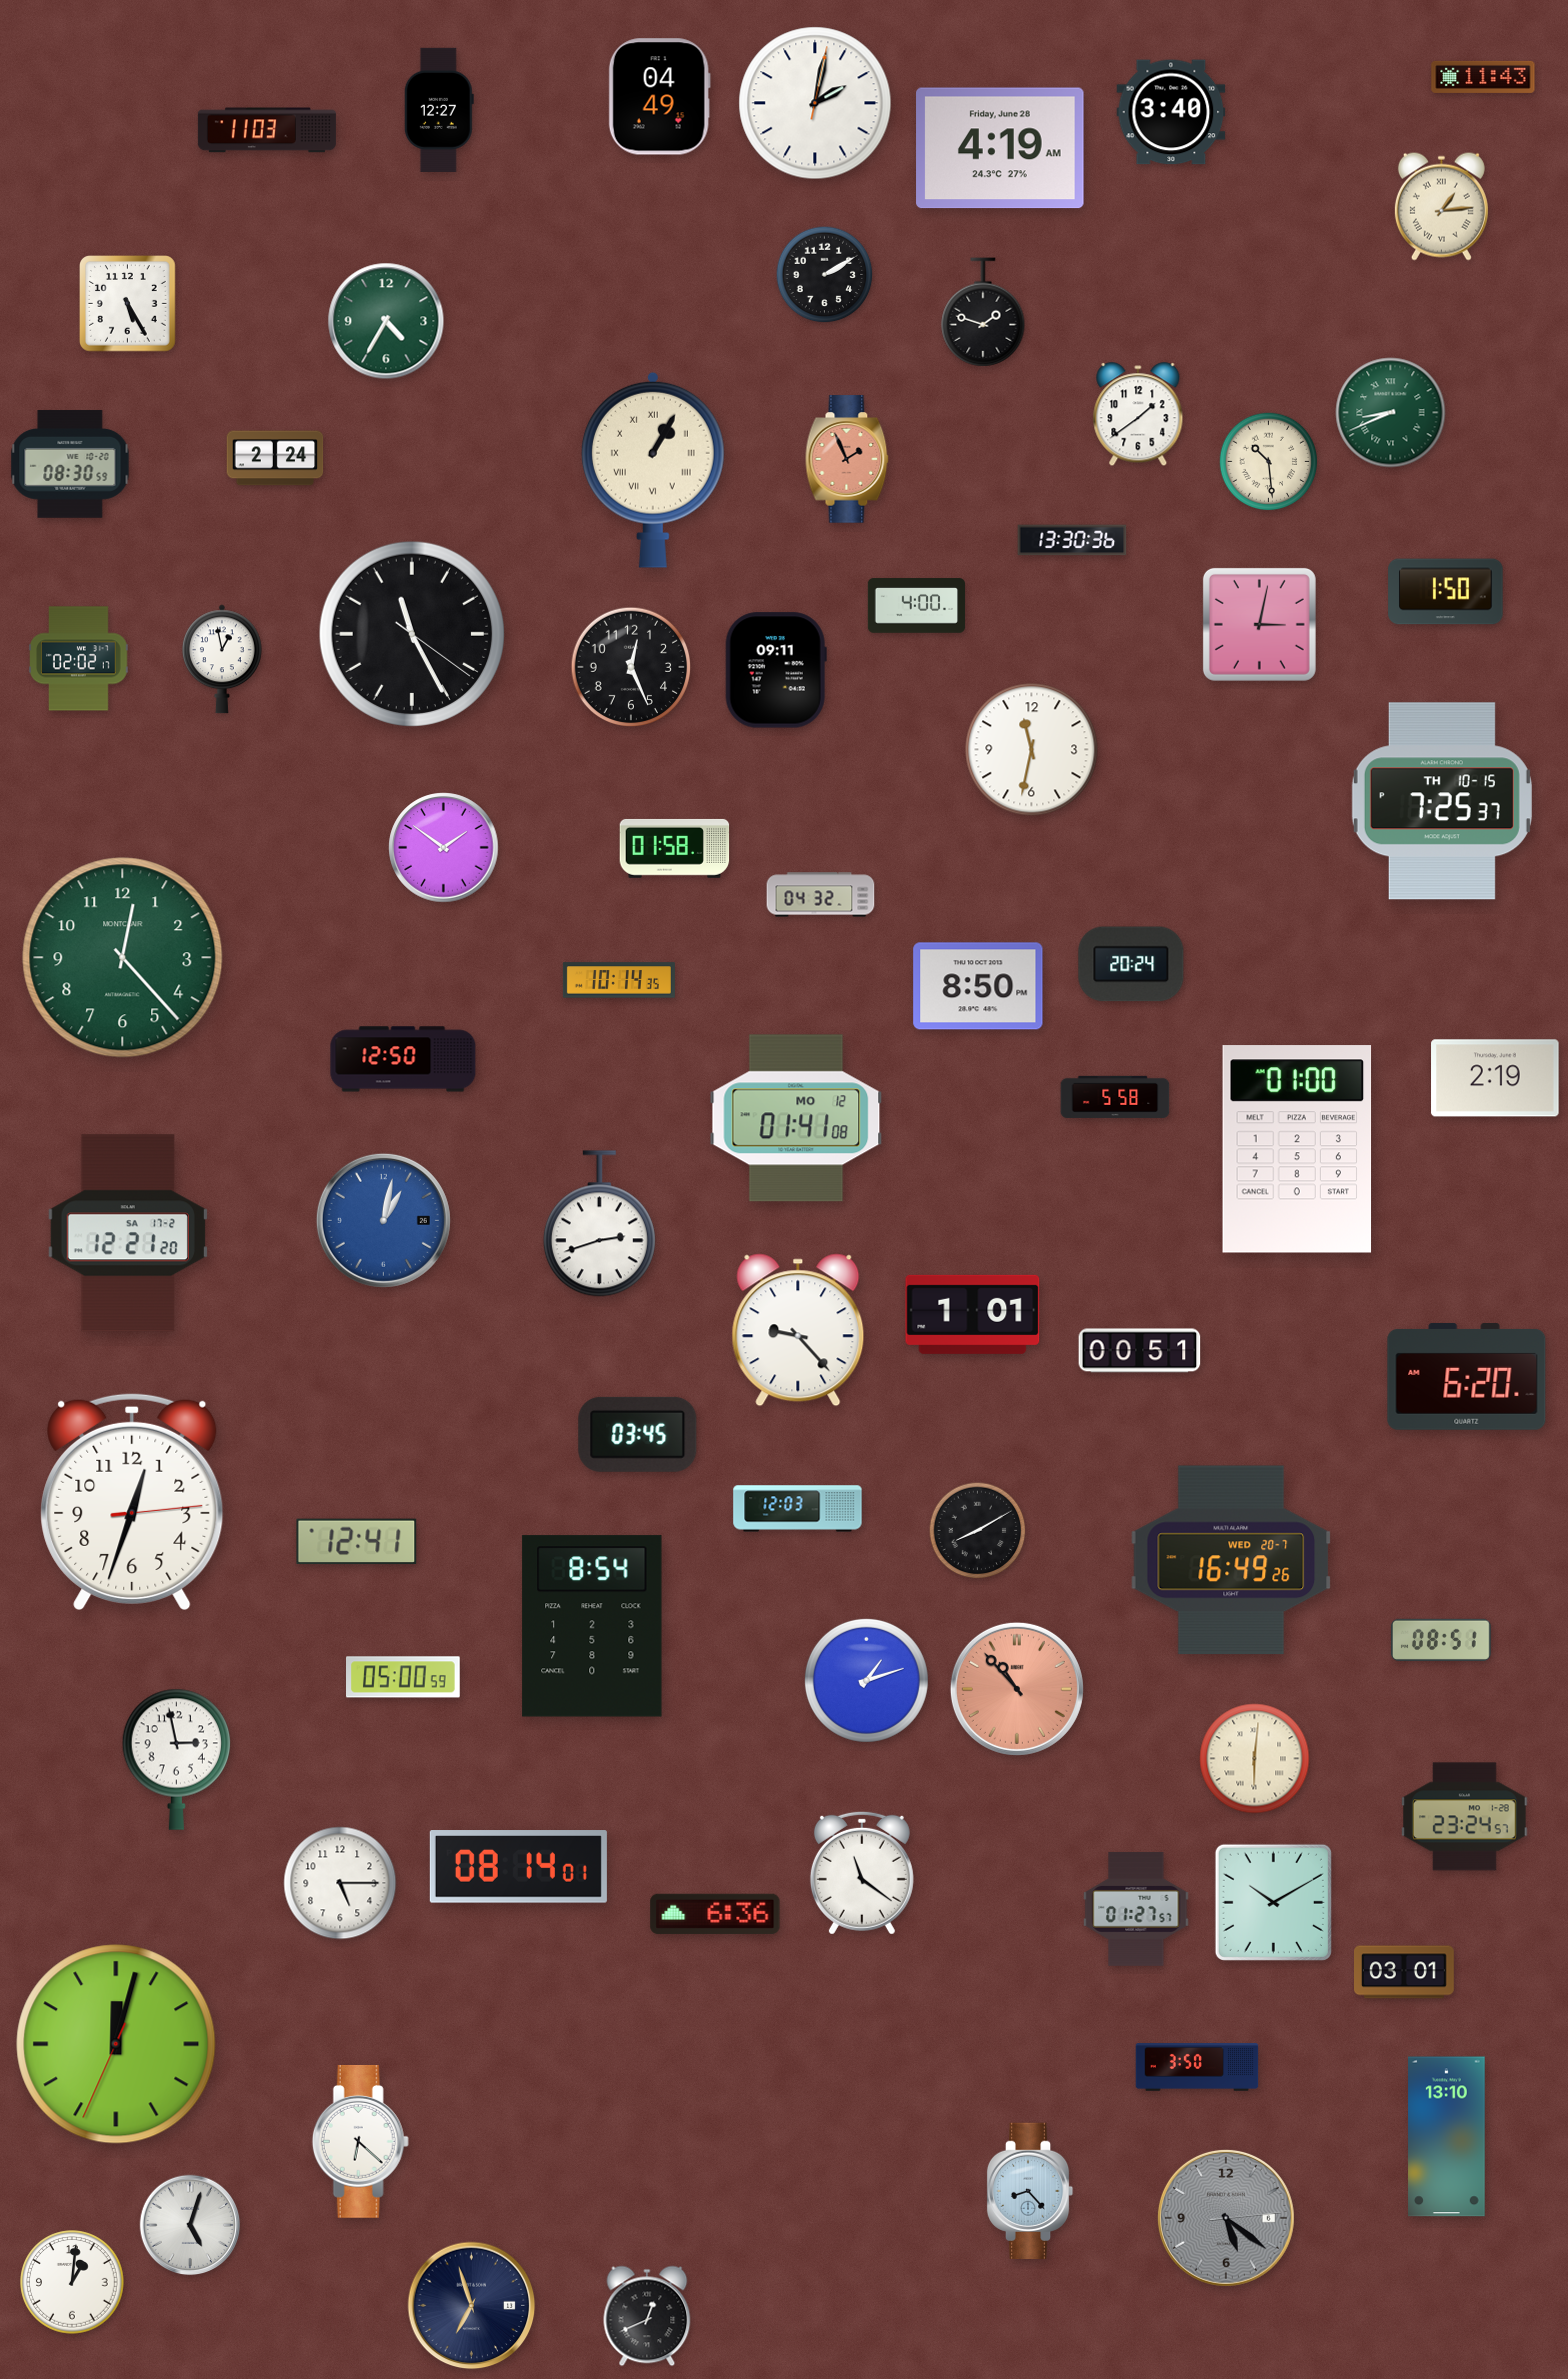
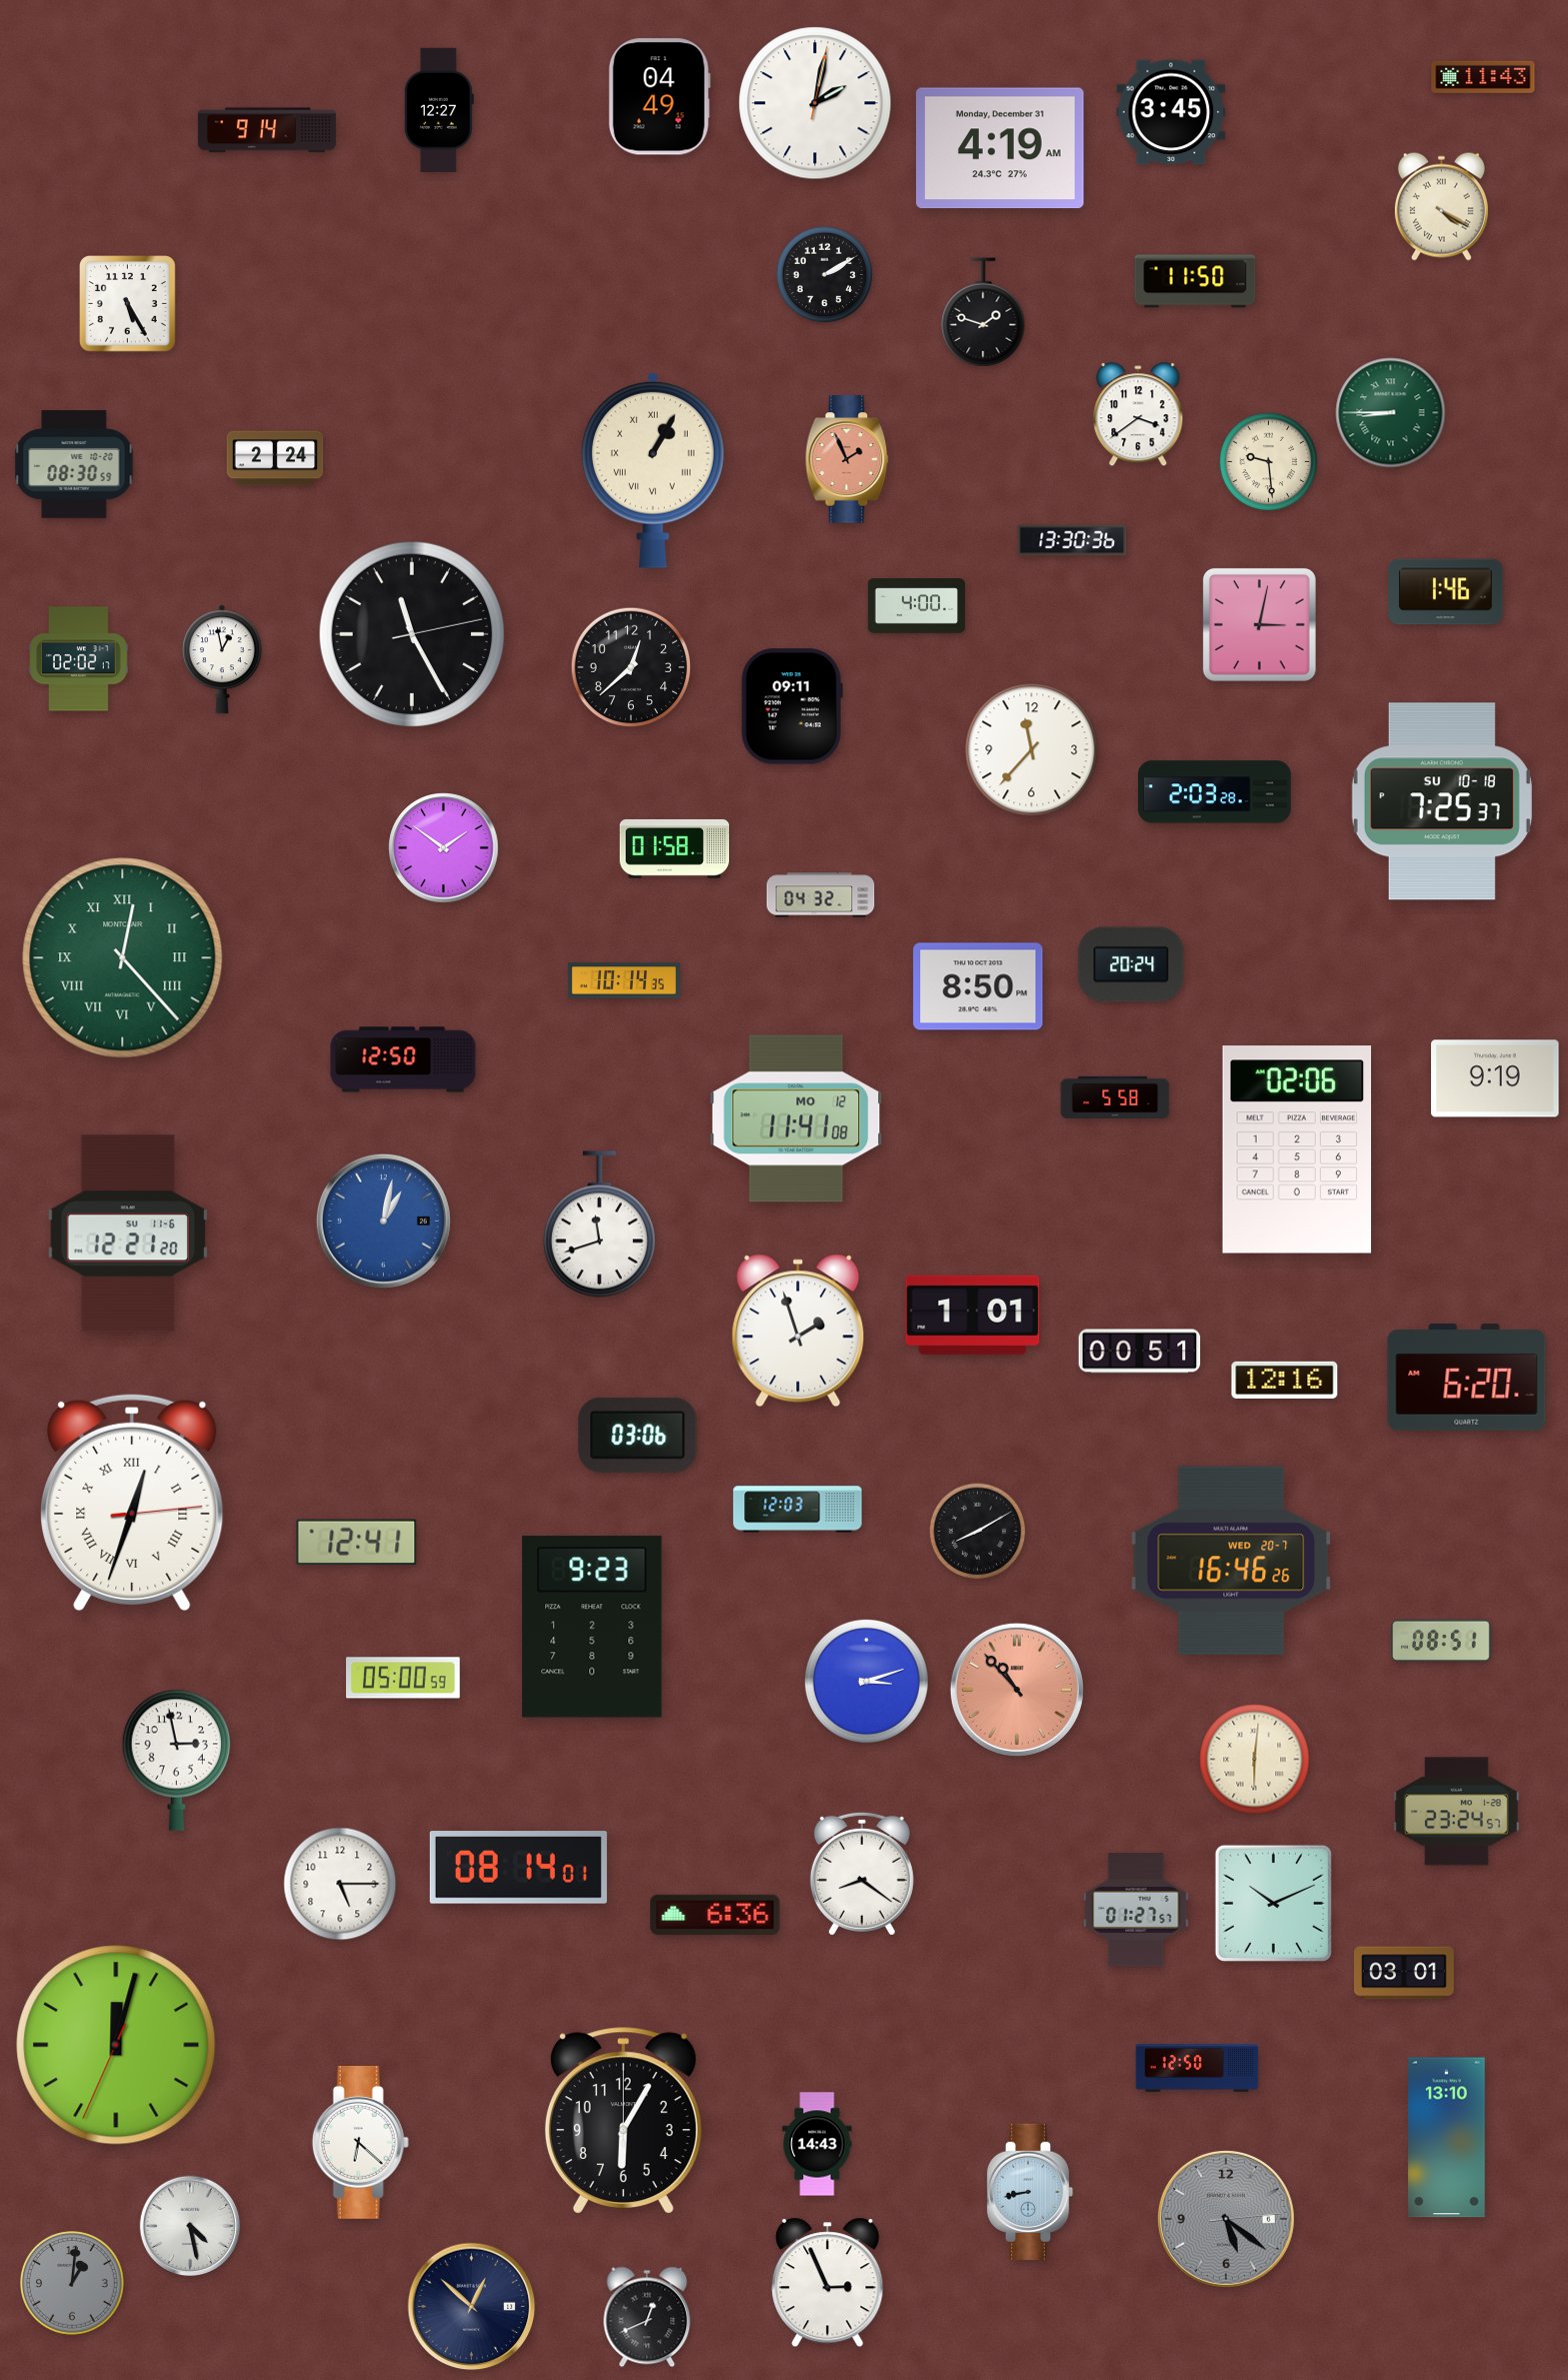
clock at (1171, 112): 3:40 -> 3:45
clock at (267, 130): 11:03 -> 9:14
clock at (1000, 148) date: Friday, June 28 -> Monday, December 31
clock at (1441, 206): 1:14 -> 4:20
clock at (1195, 281): none -> 11:50
clock at (386, 321): 4:35 -> none
clock at (1391, 413): 8:41 -> 8:45
clock at (1138, 415): 1:39 -> 3:39
clock at (1269, 462): 10:29 -> 9:29
clock at (70, 464) position: (70, 464) -> (74, 464)
clock at (1446, 592): 1:50 -> 1:46
clock at (411, 633): 11:25:21 -> 11:25:13
clock at (631, 667): 12:26 -> 12:38
clock at (776, 670) position: (776, 670) -> (792, 706)
clock at (1032, 750): 11:32 -> 11:37
clock at (1215, 792): none -> 2:03
clock at (1442, 801) date: TH 10-15 -> SU 10-18
clock at (123, 958) numerals: Arabic -> Roman
clock at (619, 980) position: (619, 980) -> (624, 980)
clock at (1495, 1078): 2:19 -> 9:19
clock at (796, 1118): 01:41 -> 11:41
clock at (1297, 1149): 01:00 -> 02:06
clock at (599, 1224): 2:42 -> 11:42
clock at (128, 1233) date: SA 17-2 -> SU 11-6
clock at (798, 1330): 9:23 -> 1:57
clock at (1285, 1380): none -> 12:16
clock at (638, 1434): 03:45 -> 03:06
clock at (132, 1501) numerals: Arabic -> Roman
clock at (1231, 1560): 16:49 -> 16:46
clock at (592, 1626): 8:54 -> 9:23
clock at (866, 1680): 1:12 -> 3:12
clock at (1465, 1817) position: (1465, 1817) -> (1457, 1812)
clock at (862, 1873): 11:21 -> 8:21
clock at (1273, 1902): 10:10 -> 10:11
clock at (1197, 2067): 3:50 -> 12:50
clock at (623, 2121): none -> 6:05
clock at (817, 2144): none -> 14:43
clock at (1030, 2190): 8:23 -> 8:43
clock at (190, 2225): 5:03 -> 4:28
clock at (72, 2282) dial: white -> grey
clock at (828, 2283): none -> 2:56
clock at (472, 2306): 6:57 -> 12:52
